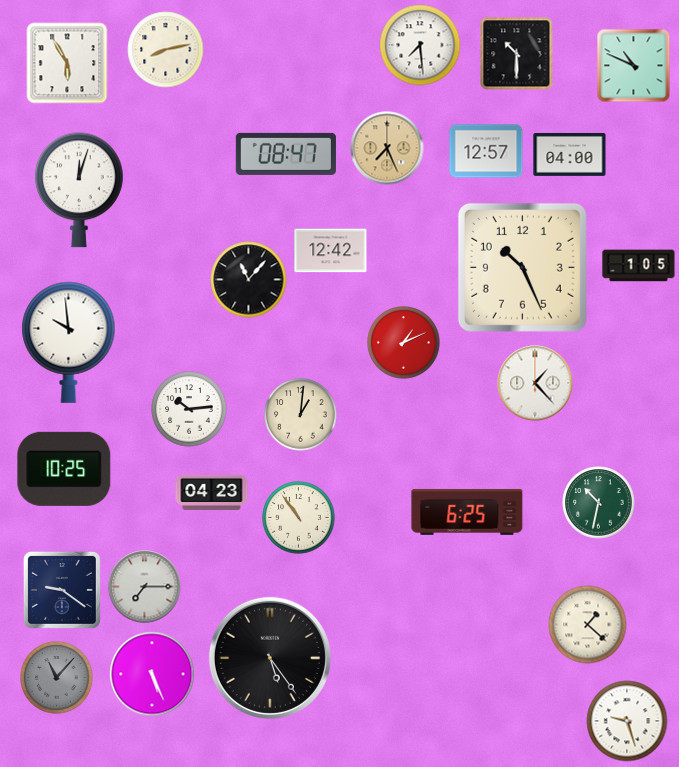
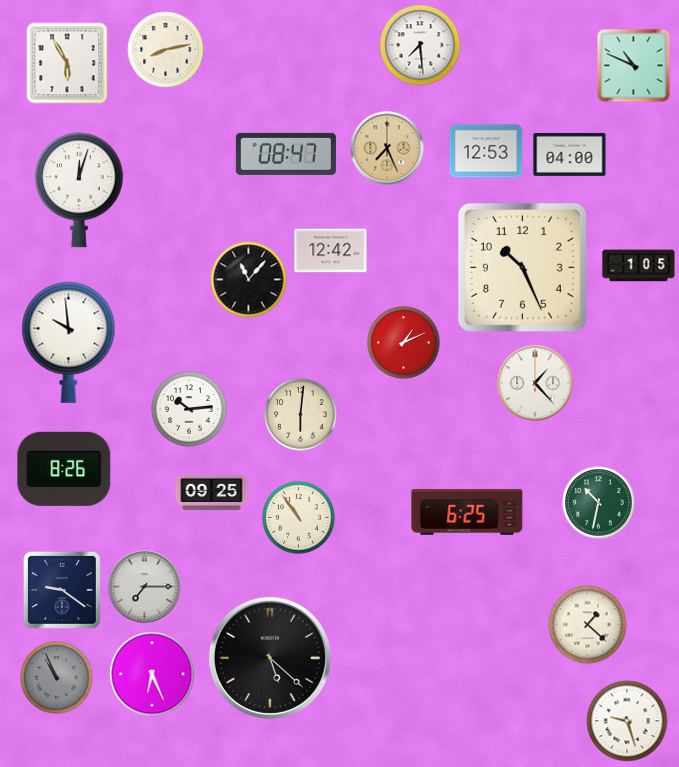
clock at (517, 54): 10:30 -> none
clock at (486, 151): 12:57 -> 12:53
clock at (301, 415): 1:01 -> 6:01
clock at (64, 469): 10:25 -> 8:26
clock at (212, 492): 04:23 -> 09:25
clock at (270, 658): 5:24 -> 5:22
clock at (152, 674): 5:26 -> 6:26
clock at (57, 678): 11:07 -> 10:56
